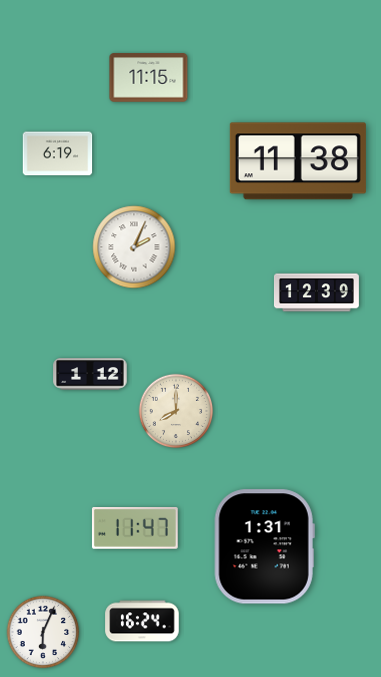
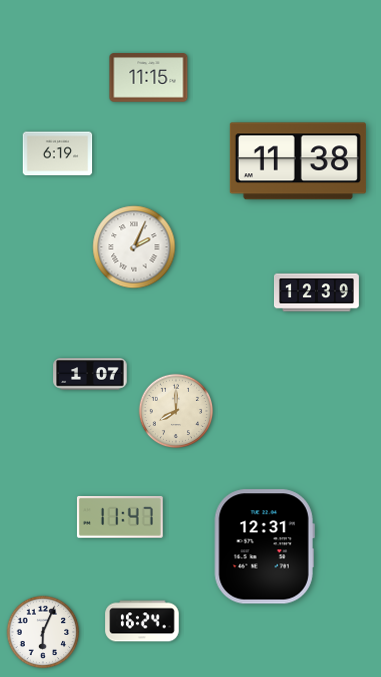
clock at (90, 374): 1:12 -> 1:07
clock at (135, 529) position: (135, 529) -> (120, 518)
clock at (264, 547): 1:31 -> 12:31
